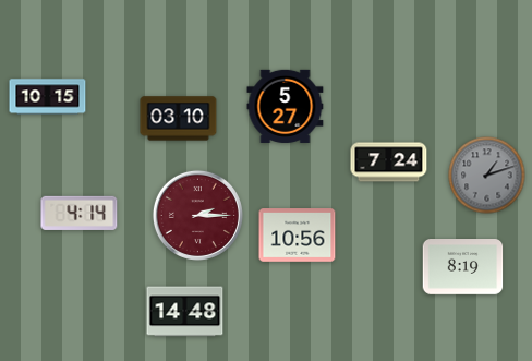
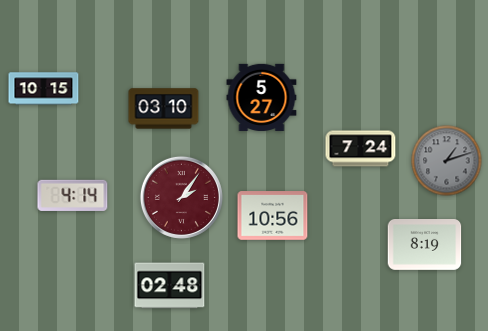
clock at (389, 163) position: (389, 163) -> (361, 149)
clock at (197, 215): 2:15 -> 2:06
clock at (185, 312): 14:48 -> 02:48
